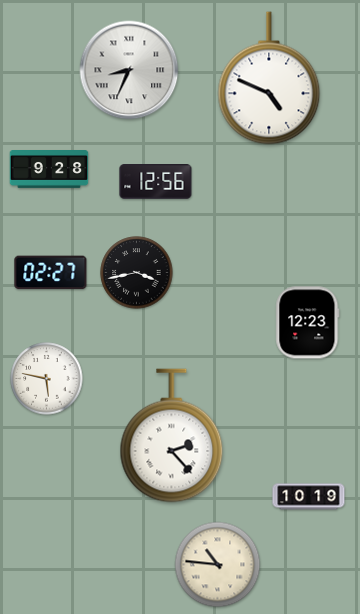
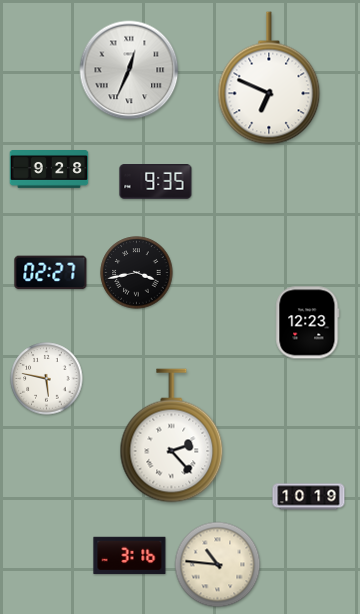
clock at (129, 70): 8:34 -> 12:34
clock at (269, 78): 4:49 -> 6:49
clock at (156, 182): 12:56 -> 9:35
clock at (130, 556): none -> 3:16
